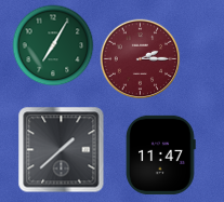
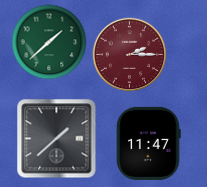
clock at (53, 45): 7:05 -> 1:38
